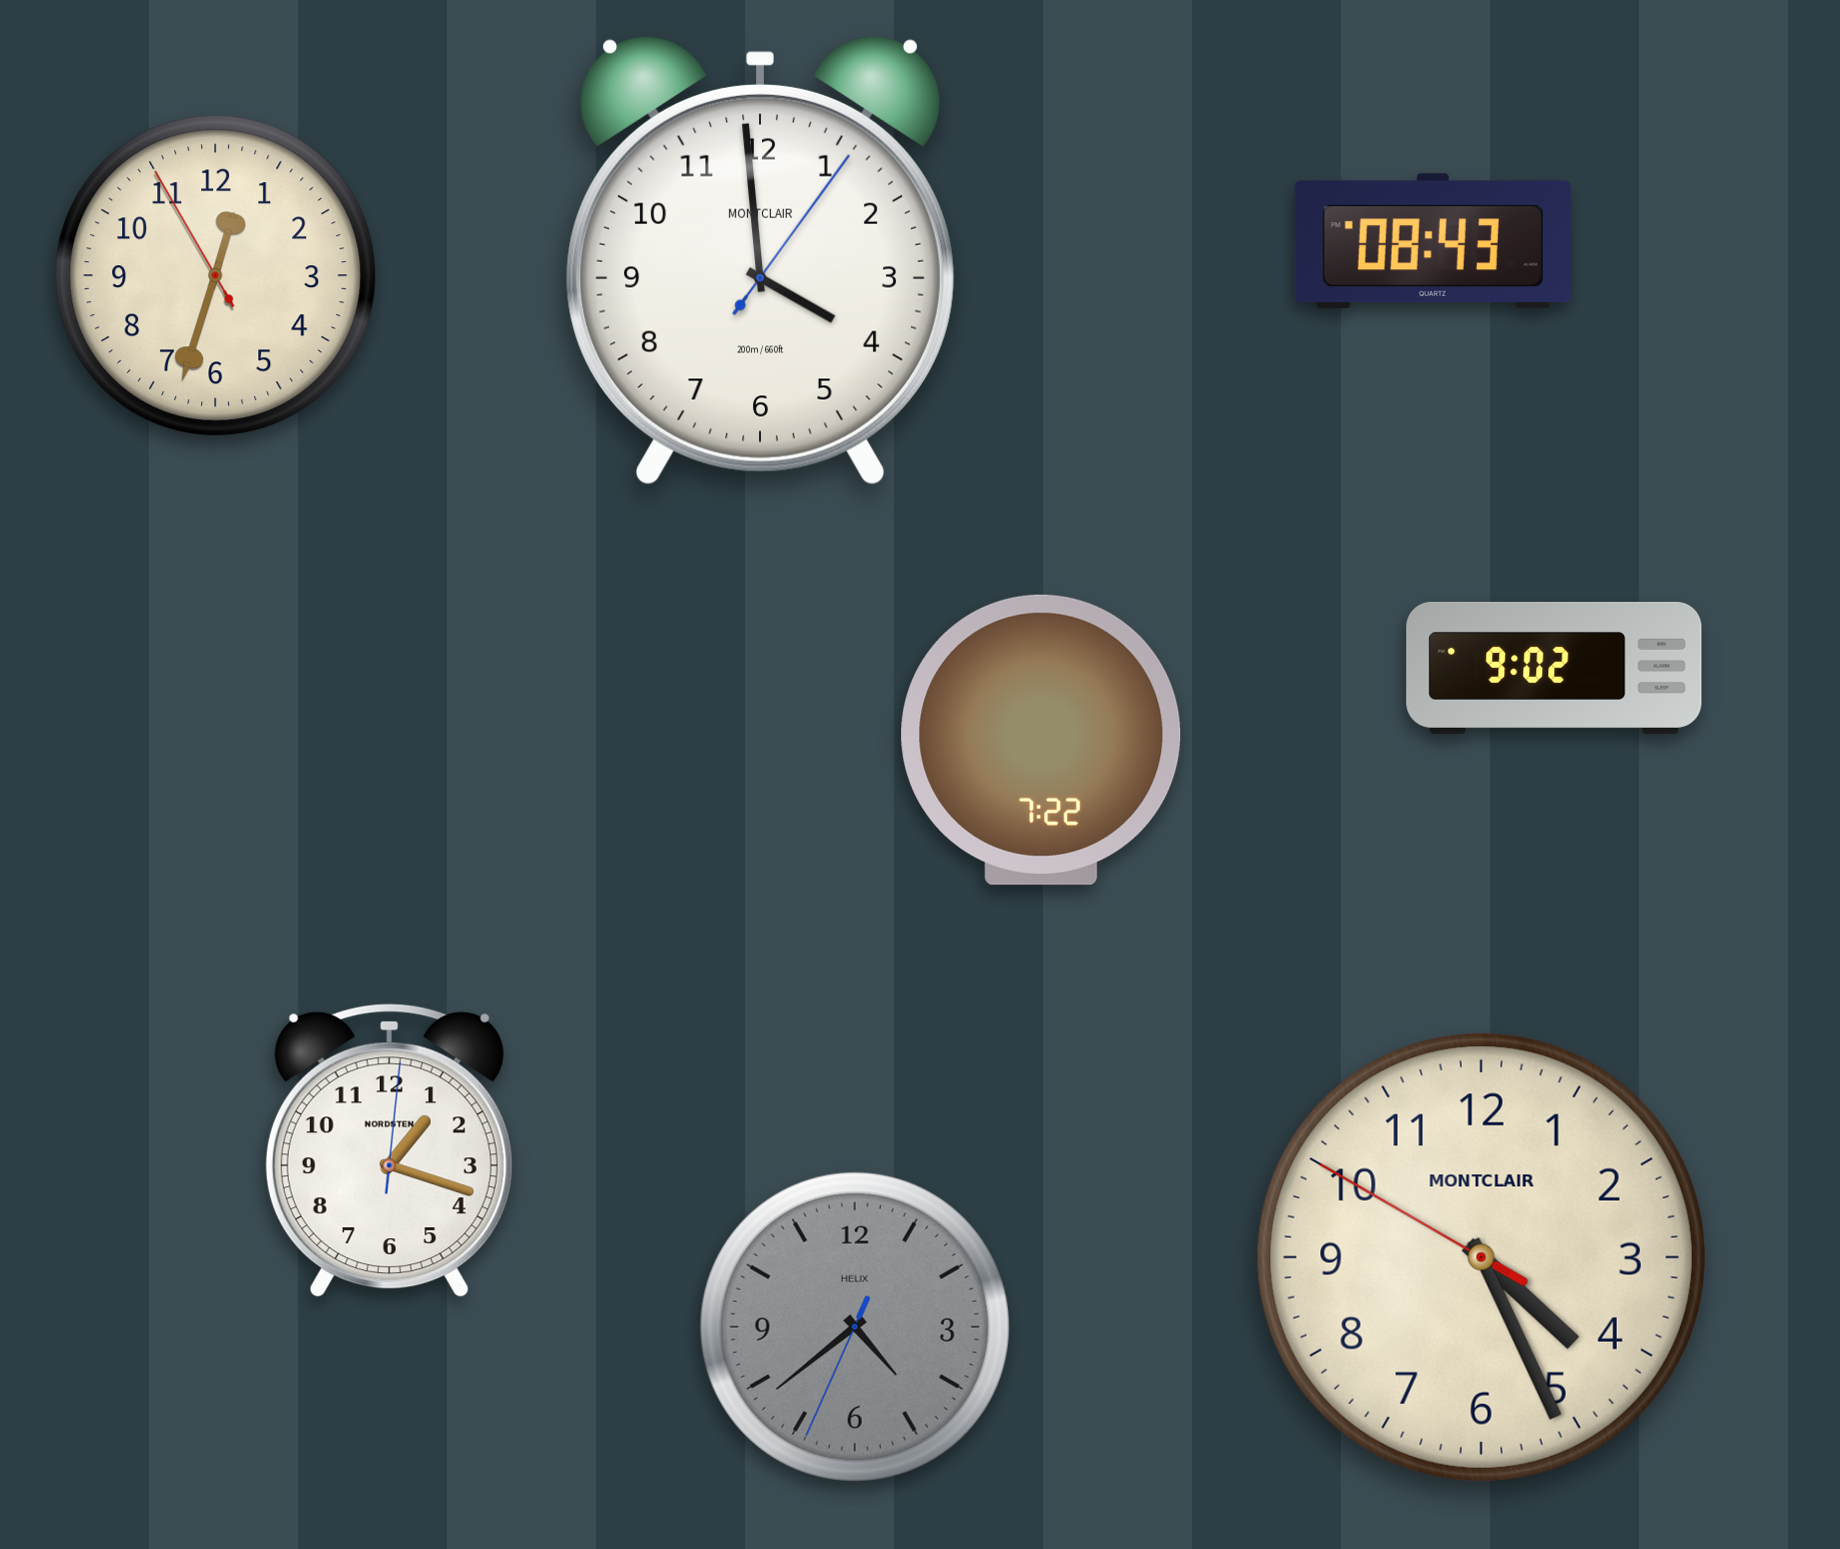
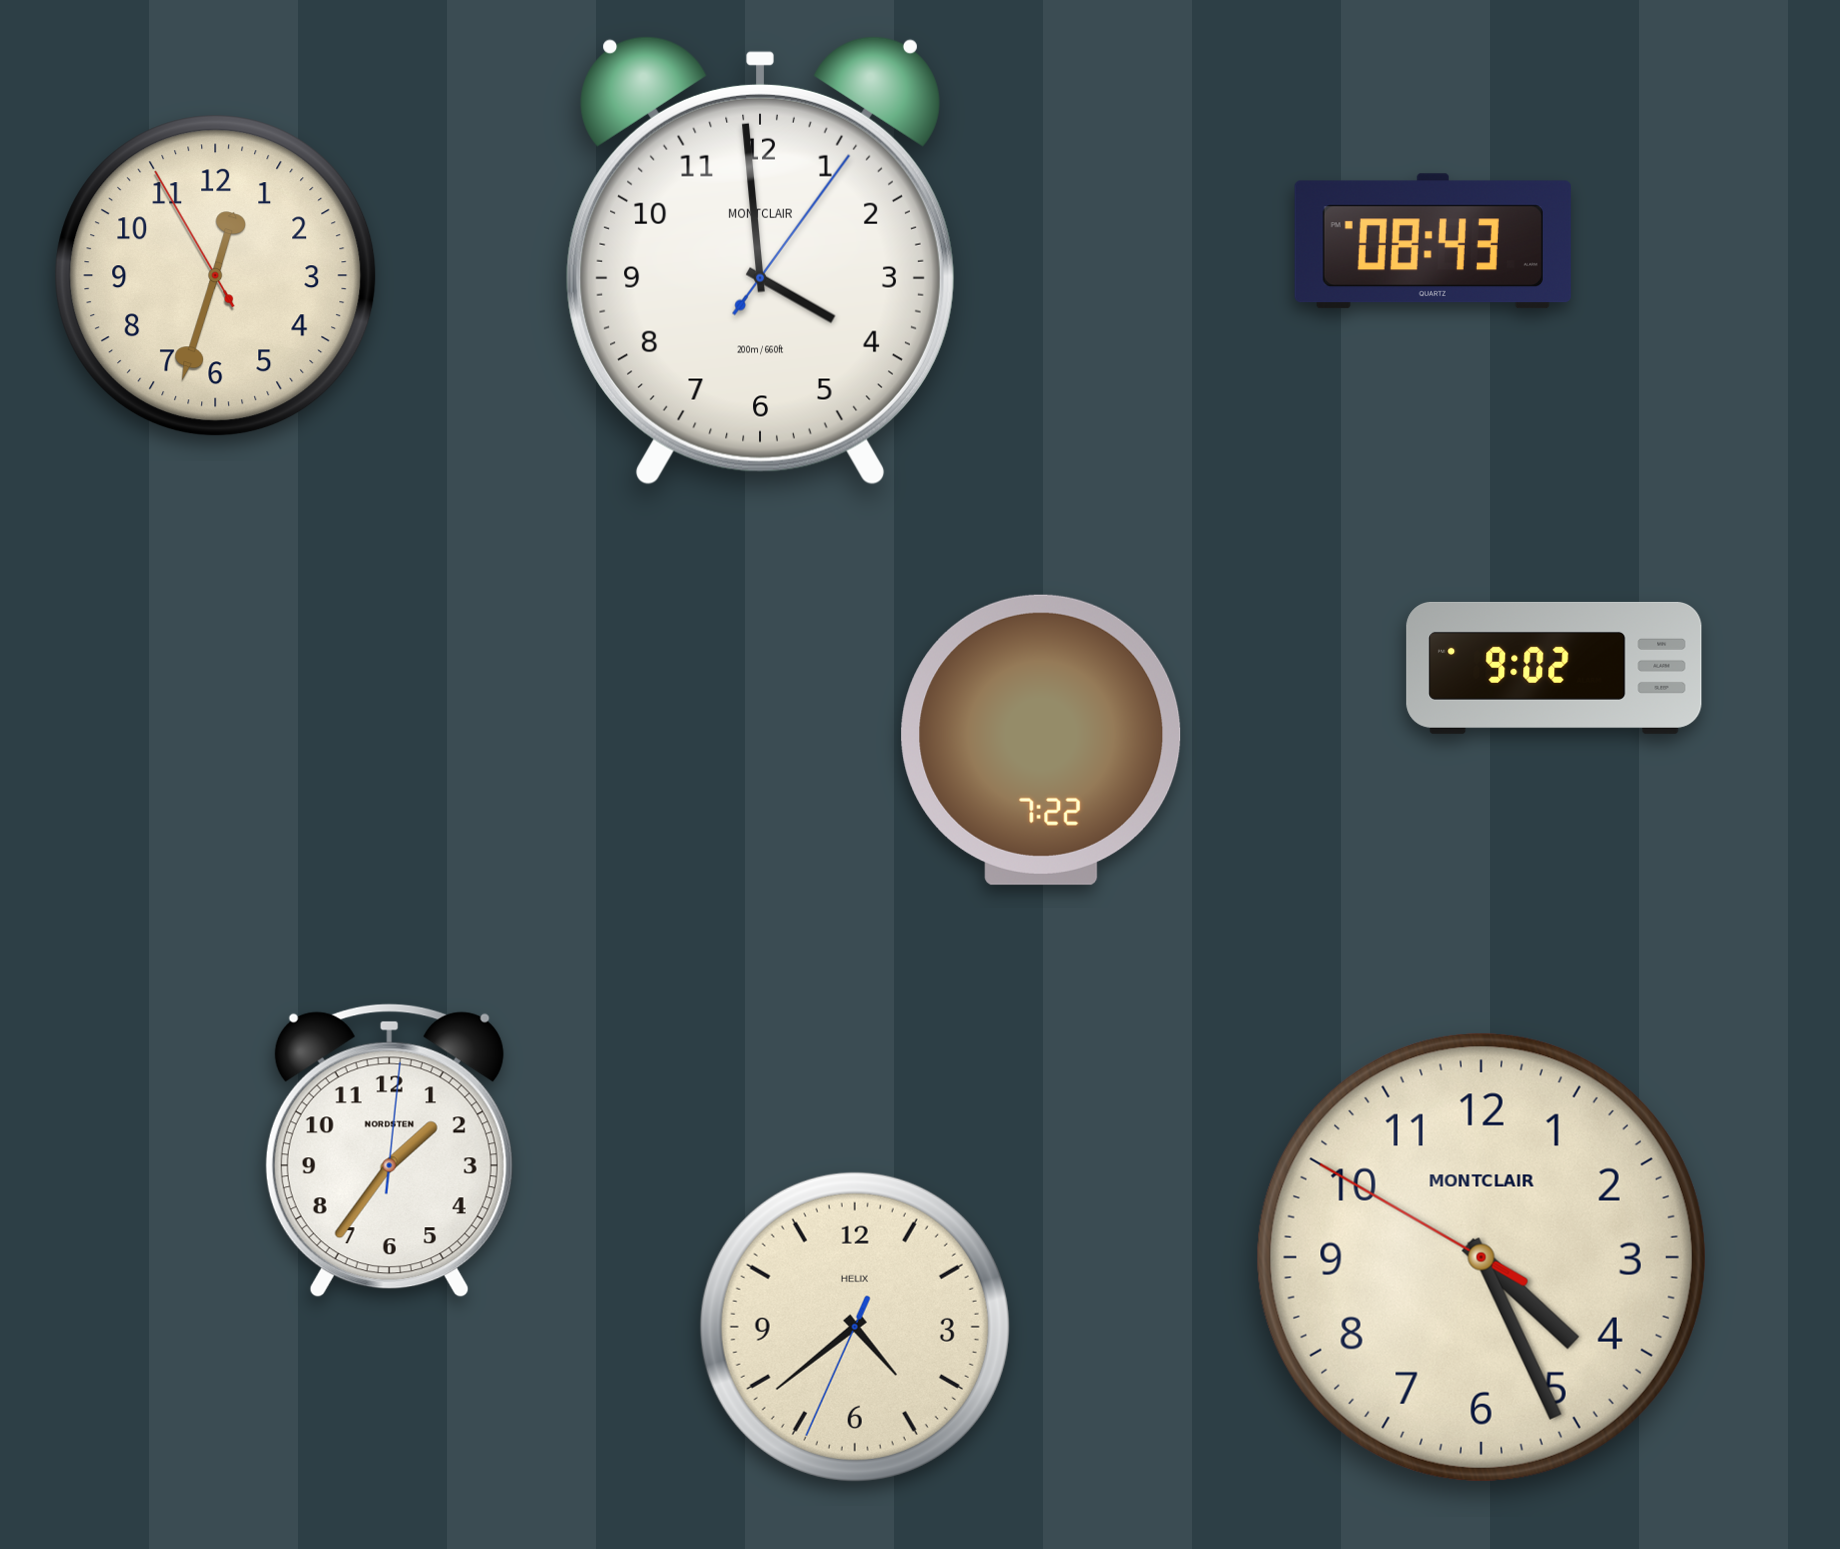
clock at (389, 1151): 1:18 -> 1:36
clock at (855, 1327) dial: grey -> cream
